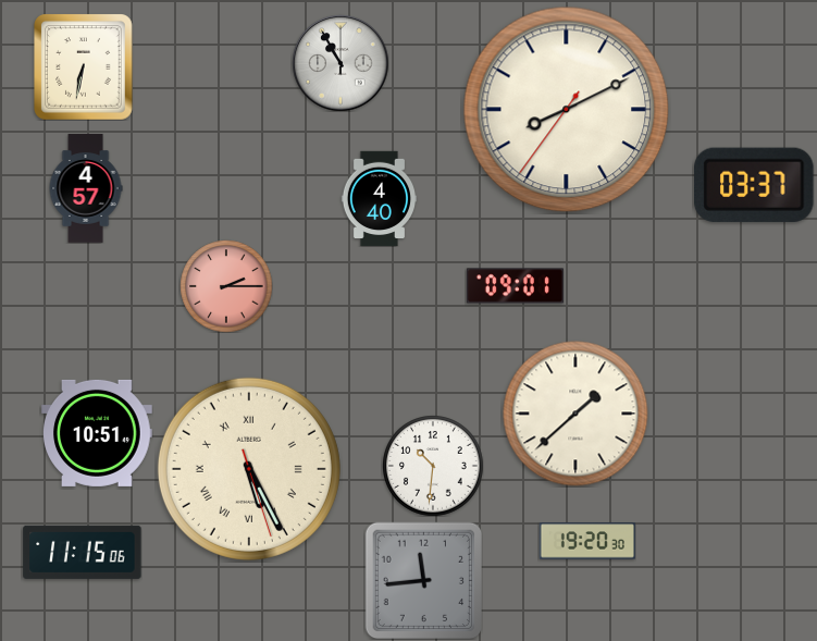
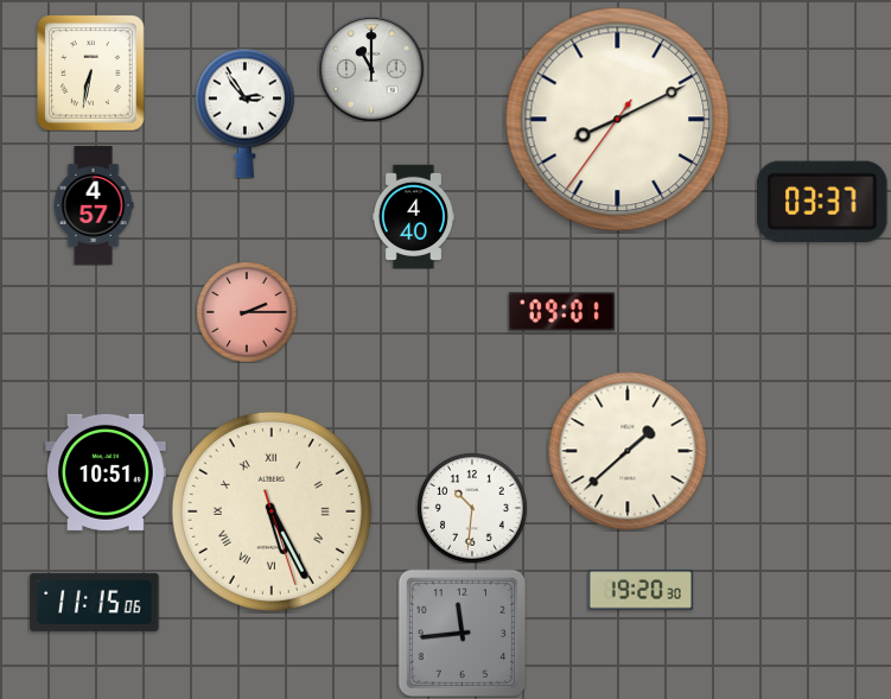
clock at (341, 63): 10:55 -> 11:00
clock at (244, 113): none -> 2:54
clock at (83, 552) position: (83, 552) -> (95, 602)
